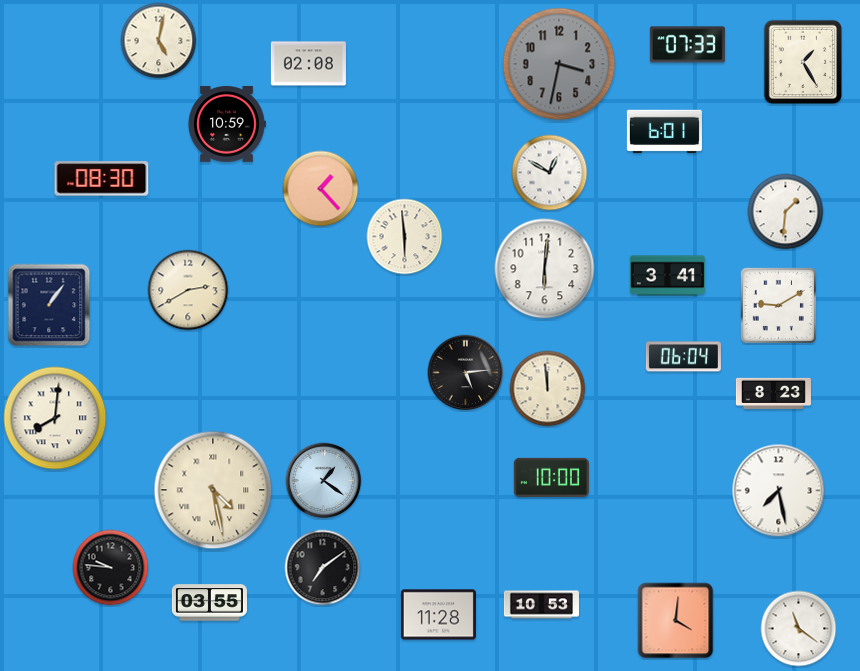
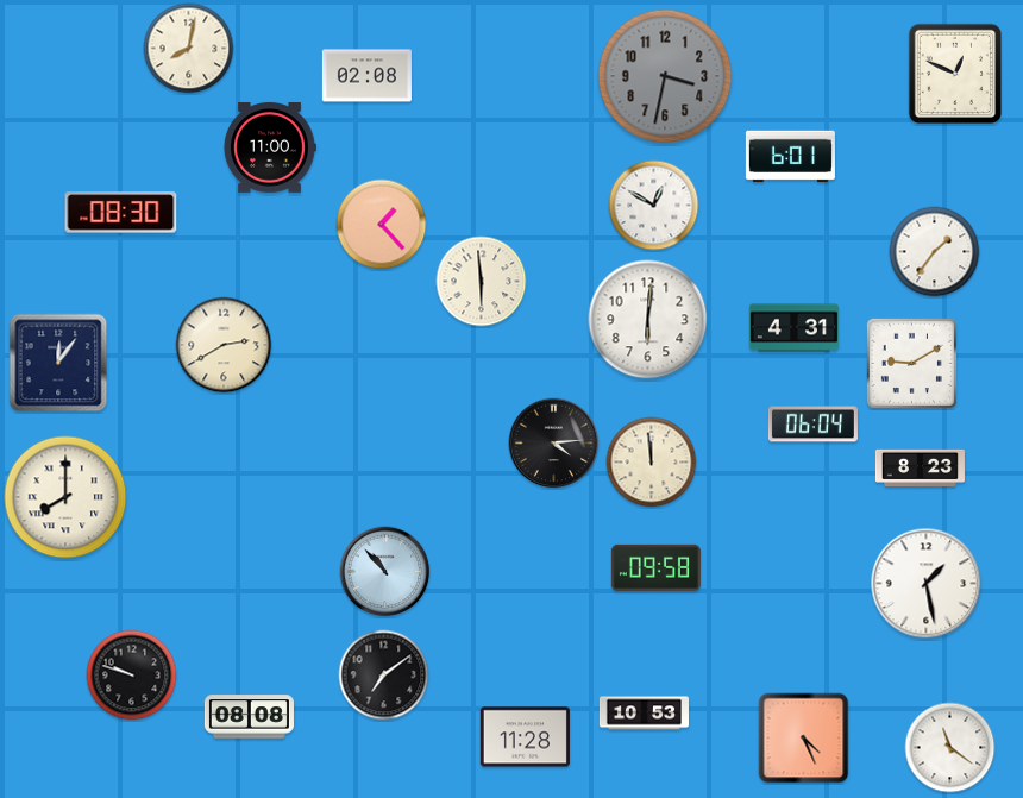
clock at (159, 41): 5:02 -> 8:02
clock at (687, 45): 07:33 -> none
clock at (802, 62): 1:25 -> 12:49
clock at (227, 124): 10:59 -> 11:00
clock at (786, 212): 1:31 -> 1:36
clock at (667, 276): 3:41 -> 4:31
clock at (49, 305): 1:06 -> 12:06
clock at (778, 305) position: (778, 305) -> (911, 363)
clock at (466, 373): 5:14 -> 4:14
clock at (55, 418): 8:01 -> 8:00
clock at (551, 477): 10:00 -> 09:58
clock at (324, 481): 1:21 -> 10:53
clock at (213, 490): 4:28 -> none
clock at (779, 491): 7:28 -> 1:28
clock at (111, 568): 9:46 -> 9:48
clock at (209, 603): 03:55 -> 08:08
clock at (541, 605) position: (541, 605) -> (644, 714)
clock at (438, 615) position: (438, 615) -> (525, 737)
clock at (676, 621): 4:01 -> 4:26
